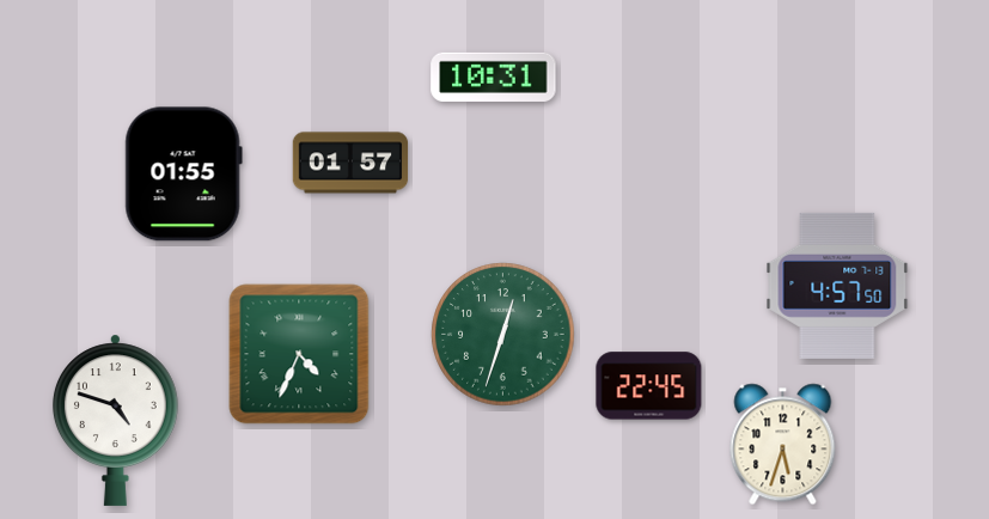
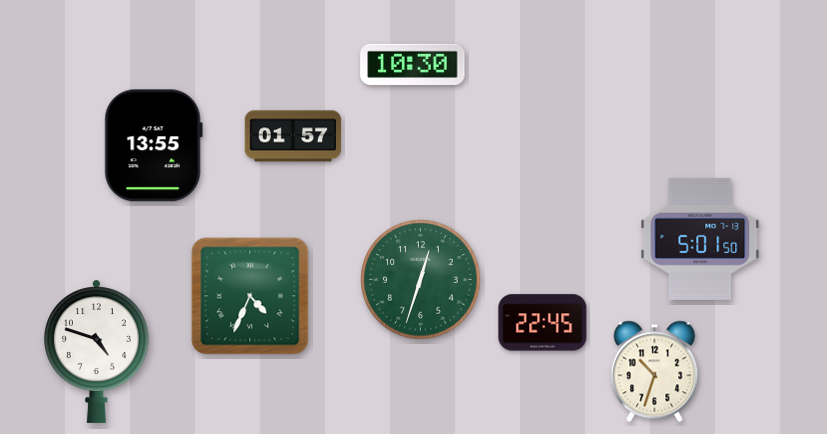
clock at (494, 77): 10:31 -> 10:30
clock at (183, 175): 01:55 -> 13:55
clock at (837, 286): 4:57 -> 5:01
clock at (783, 445): 5:33 -> 10:33
